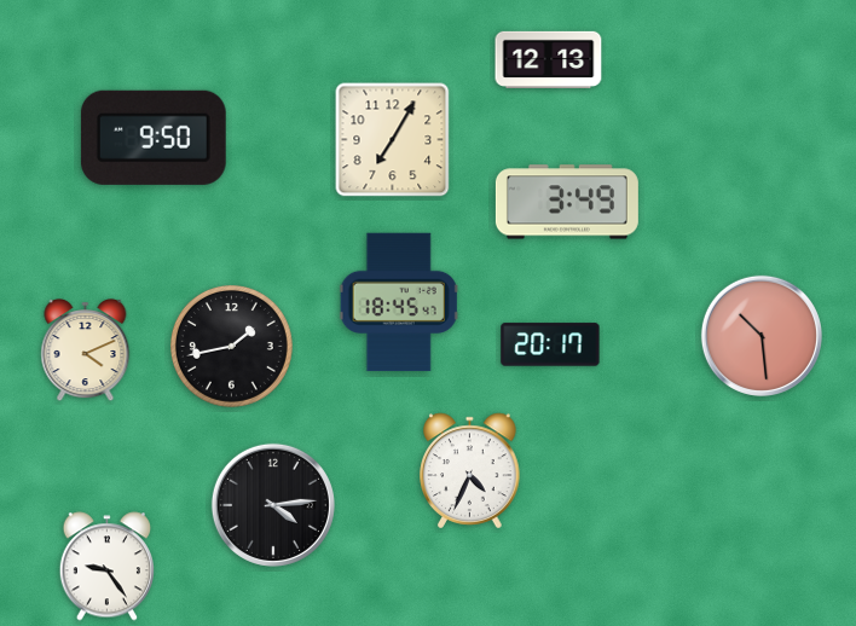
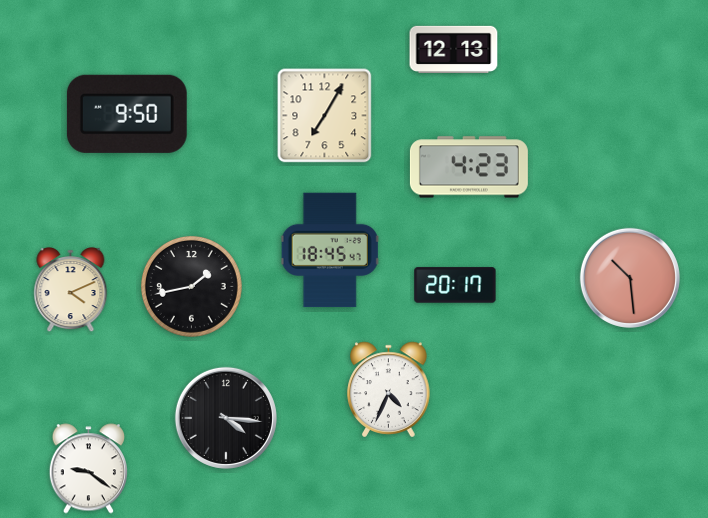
clock at (567, 202): 3:49 -> 4:23
clock at (273, 505): 4:14 -> 4:16
clock at (106, 567): 9:24 -> 9:21
